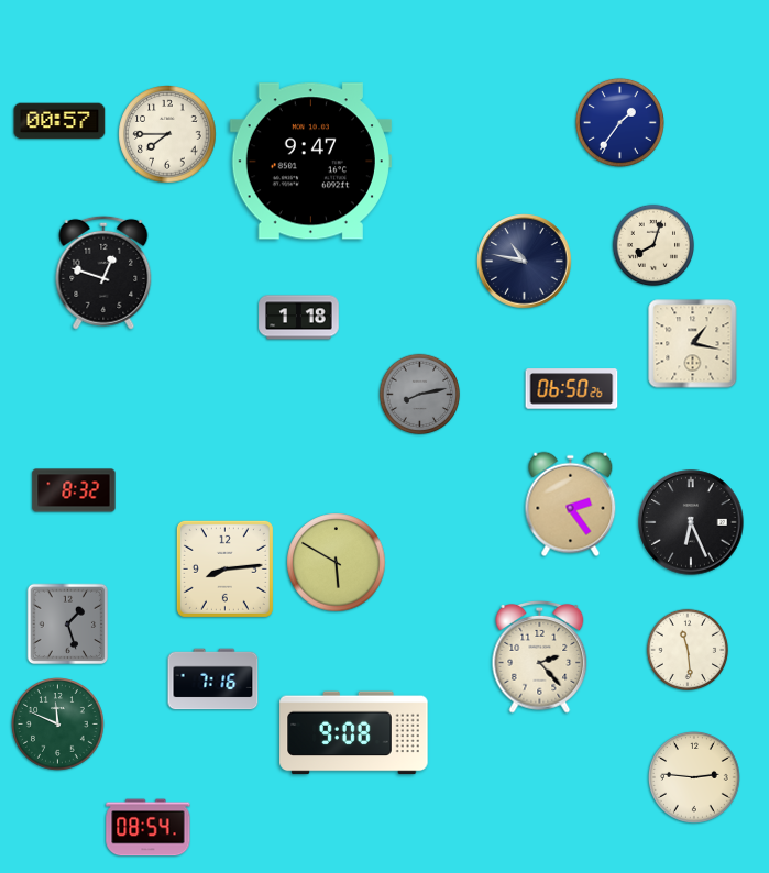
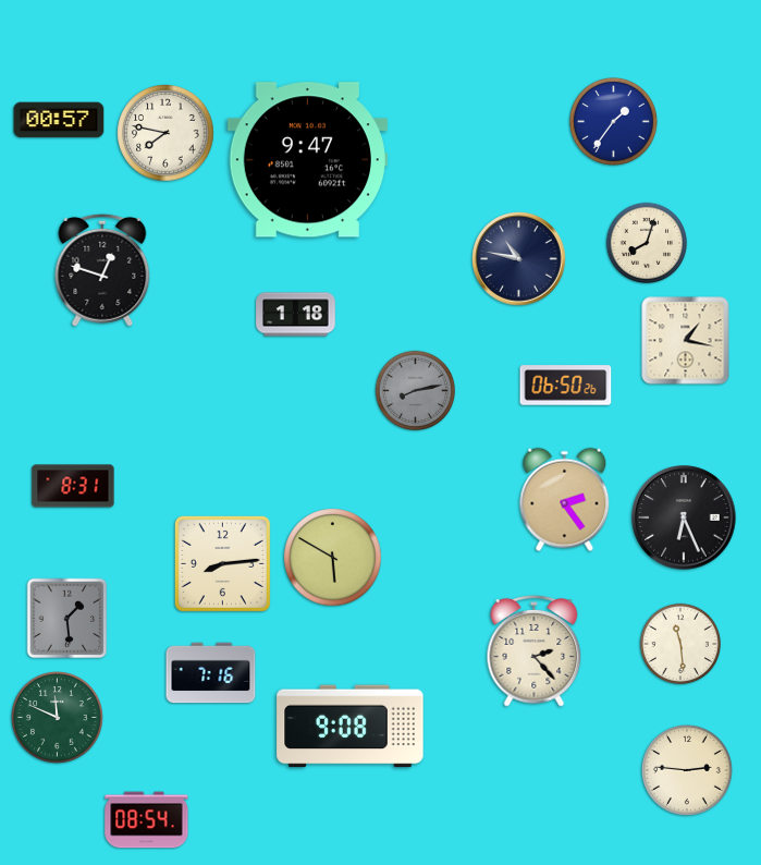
clock at (167, 134): 7:45 -> 7:47
clock at (74, 490): 8:32 -> 8:31
clock at (68, 625): 1:27 -> 1:29
